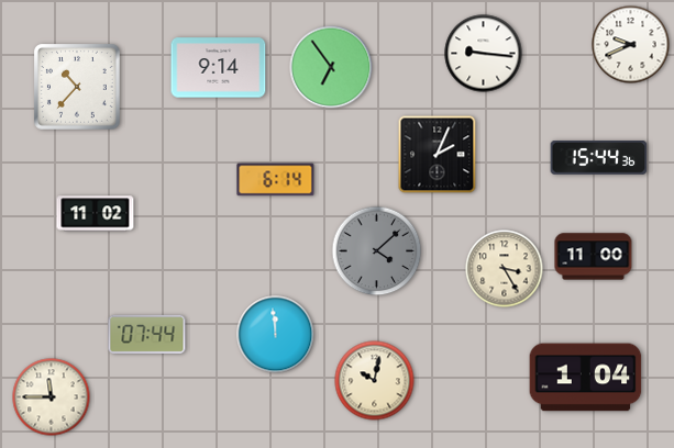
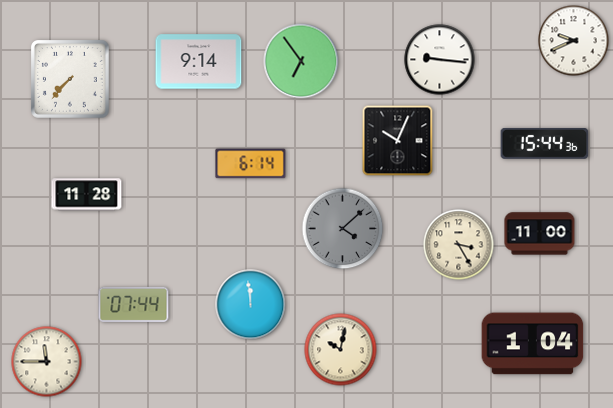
clock at (484, 54) position: (484, 54) -> (440, 60)
clock at (77, 87): 10:37 -> 7:37
clock at (438, 155): 2:04 -> 10:04
clock at (96, 214): 11:02 -> 11:28
clock at (375, 381) position: (375, 381) -> (341, 350)
